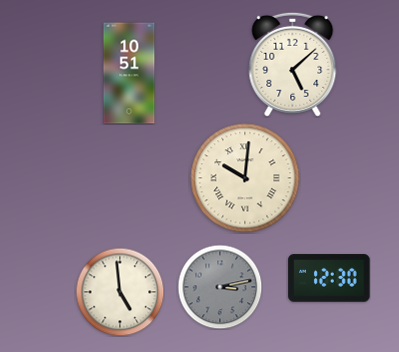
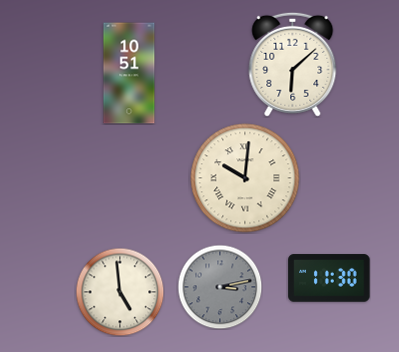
clock at (293, 64): 5:08 -> 6:08
clock at (329, 278): 12:30 -> 11:30
